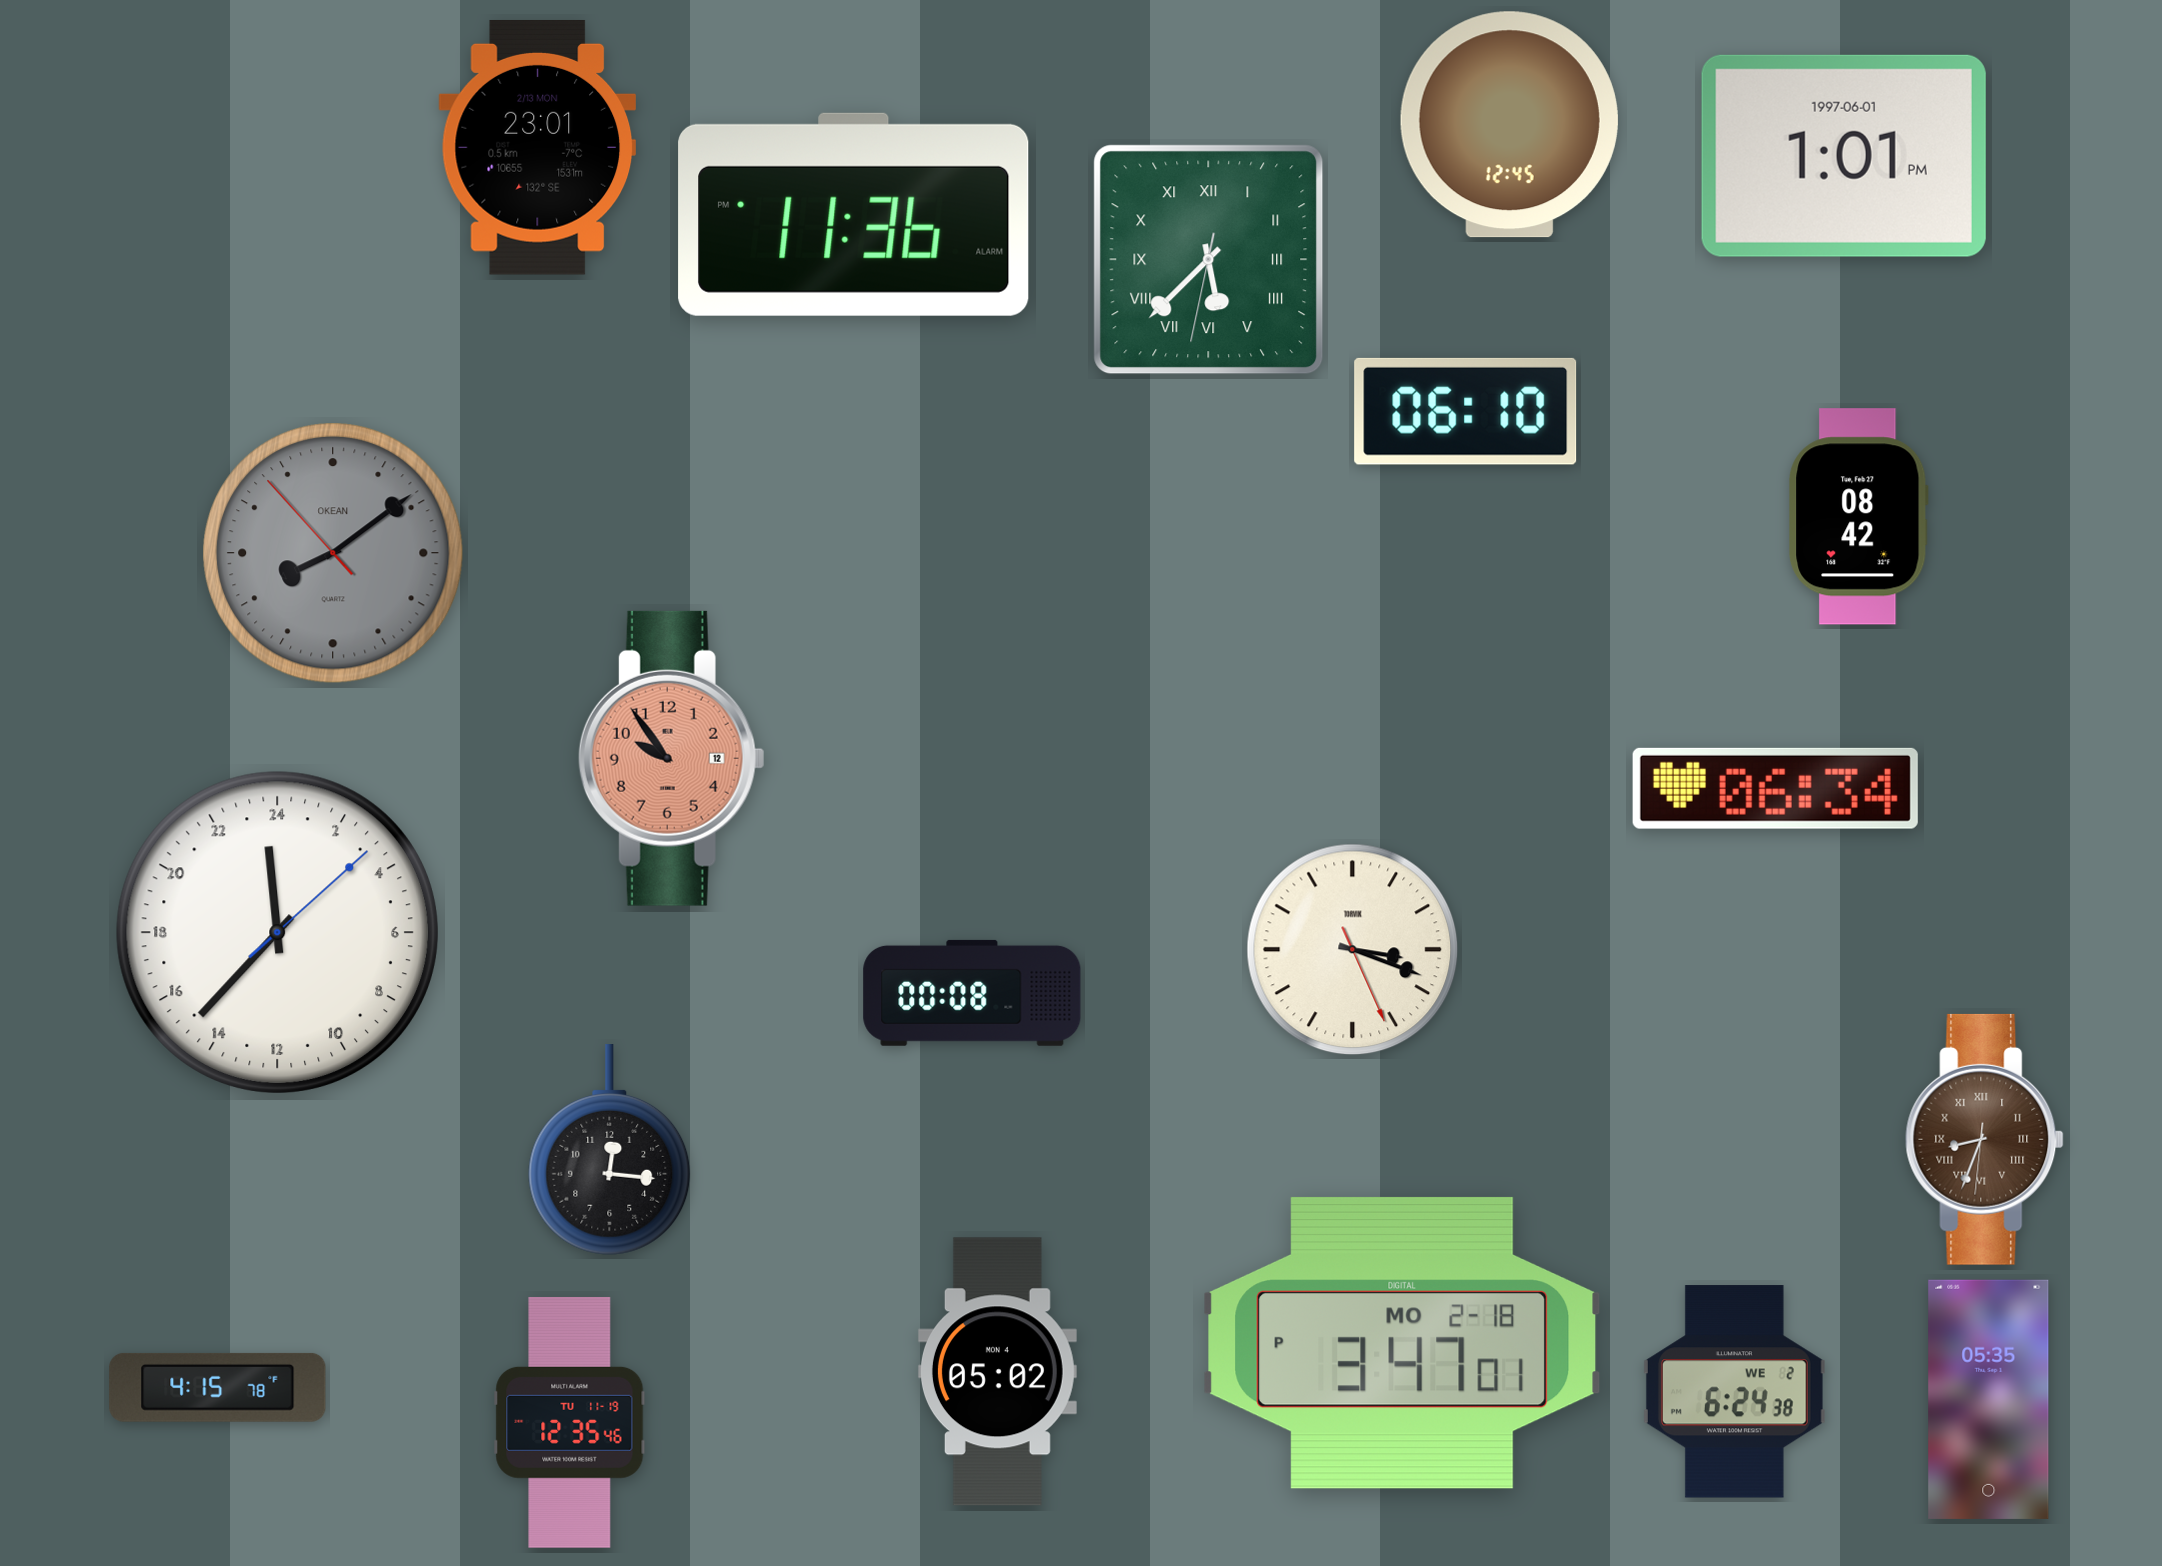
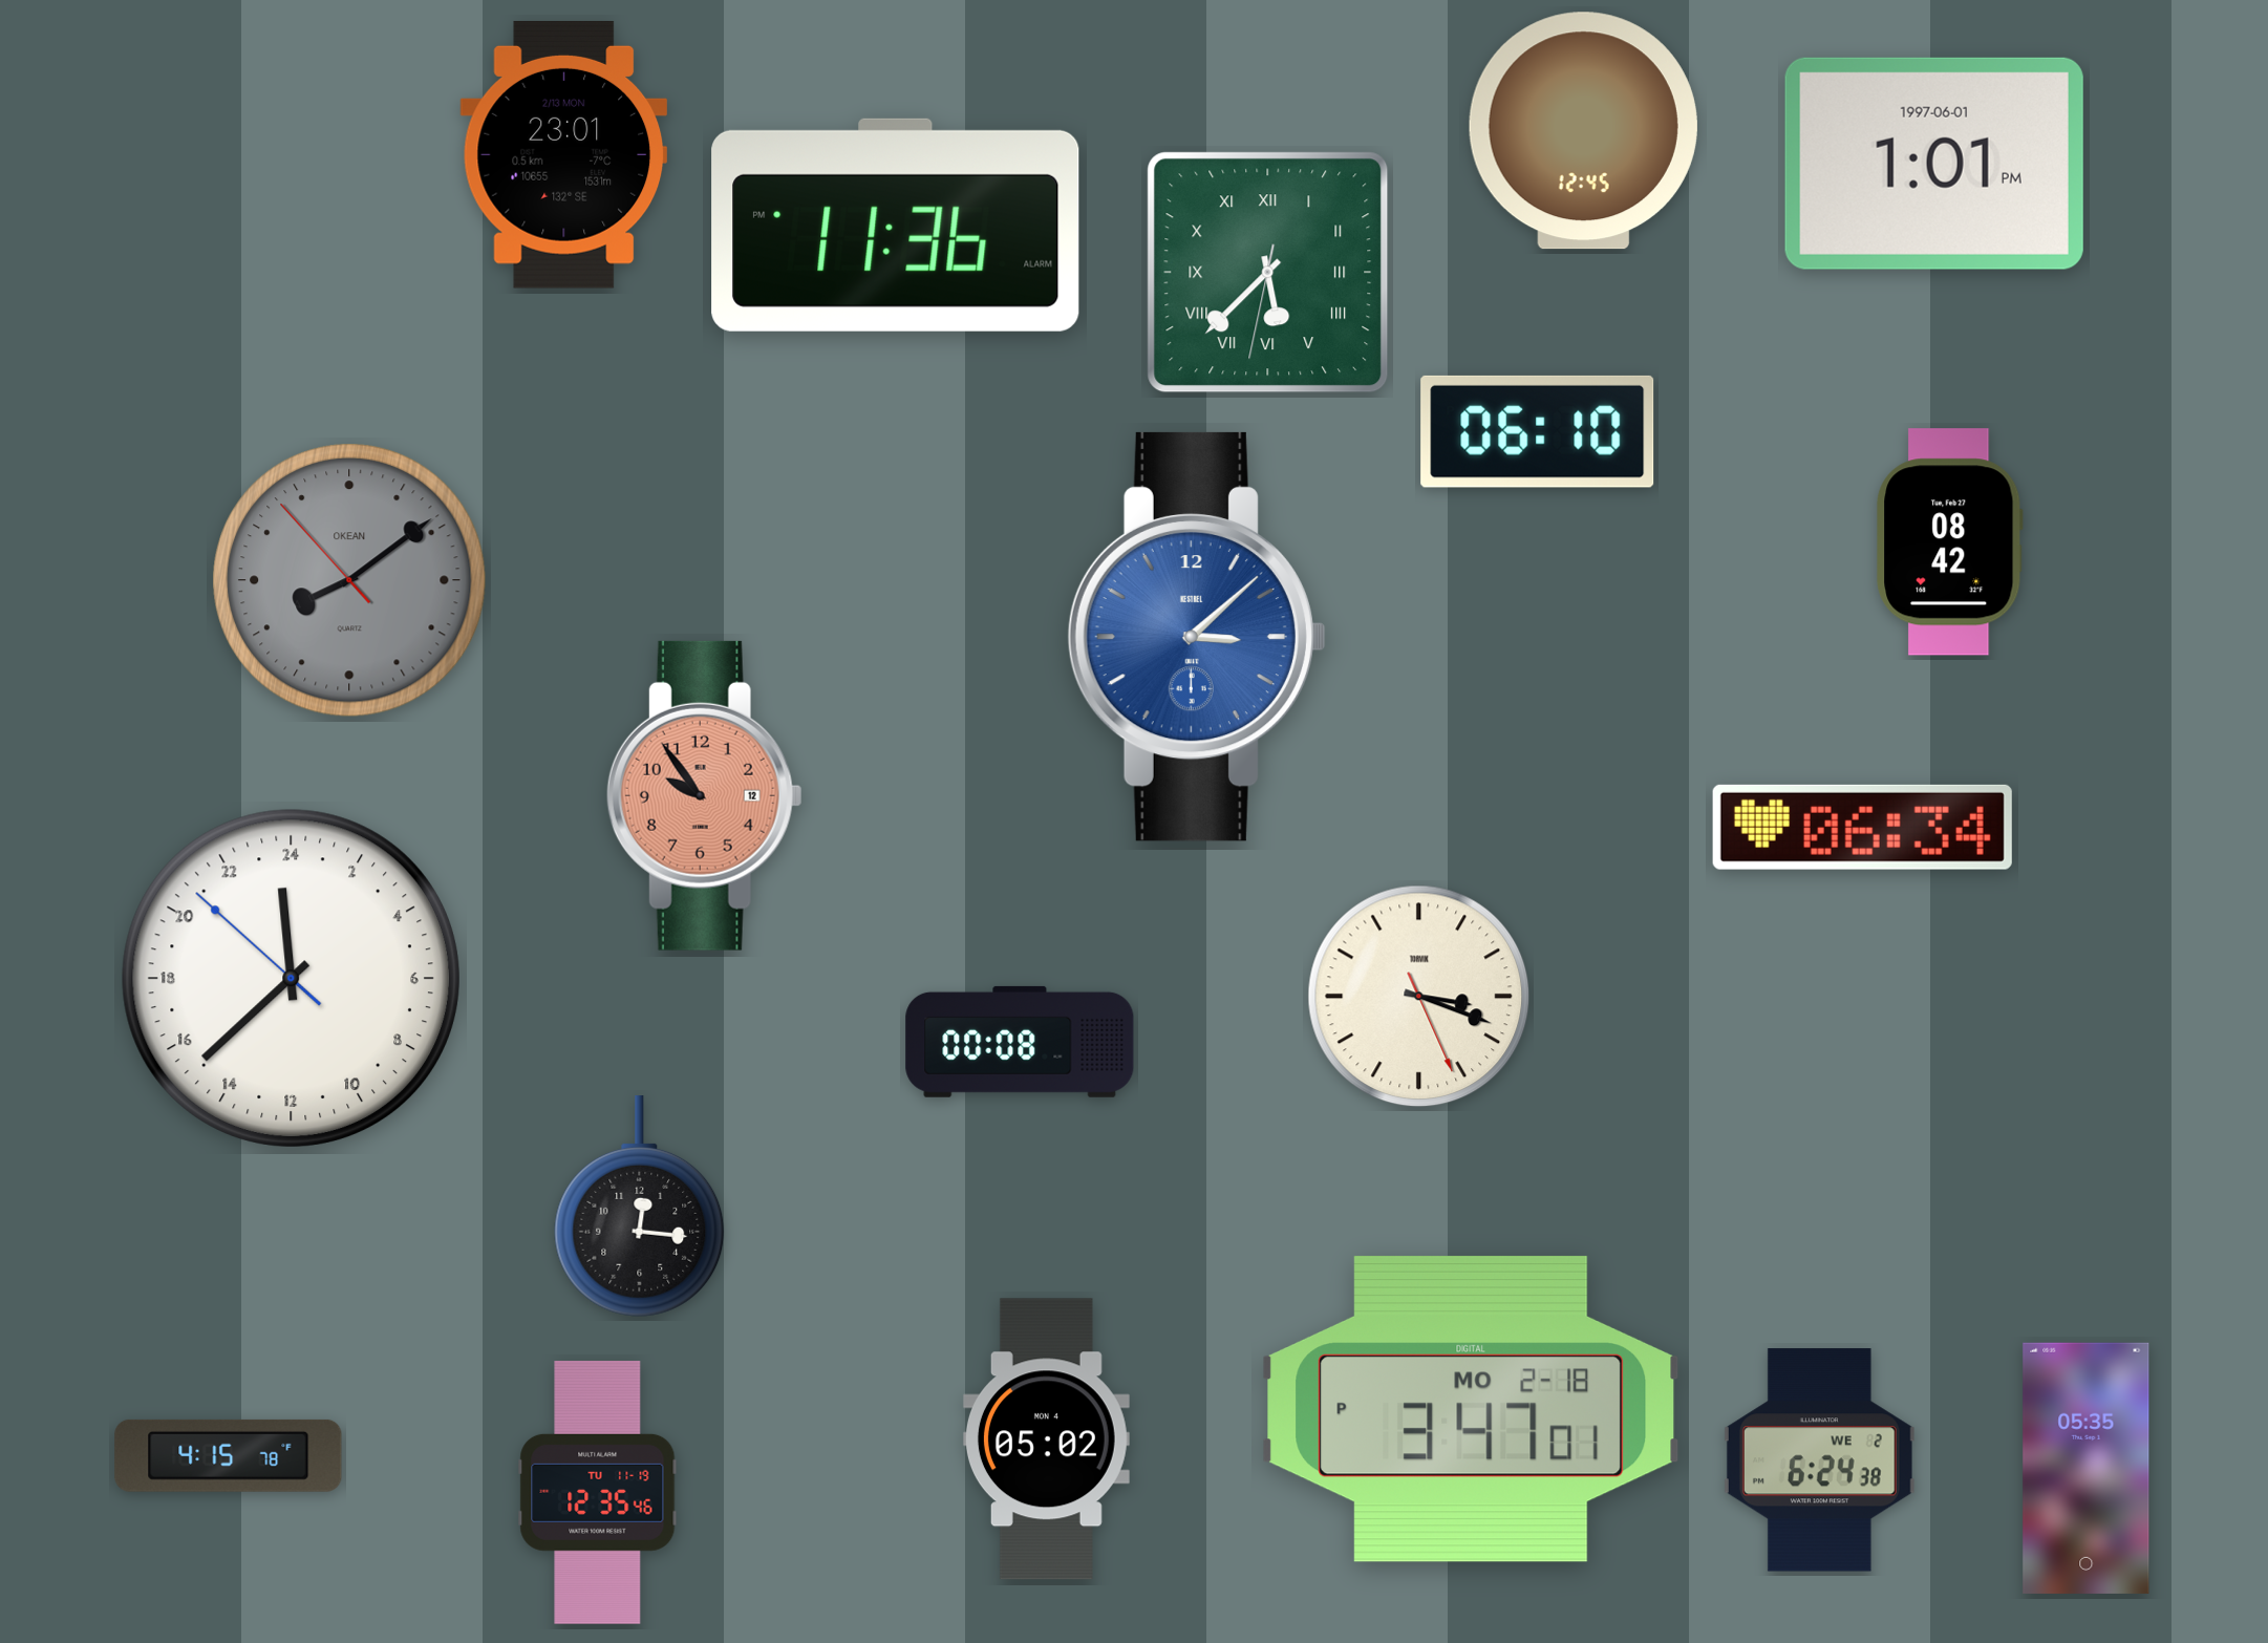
clock at (1197, 637): none -> 3:08
clock at (277, 932): 23:37:08 -> 23:37:52
clock at (1985, 1139): 8:33 -> none
